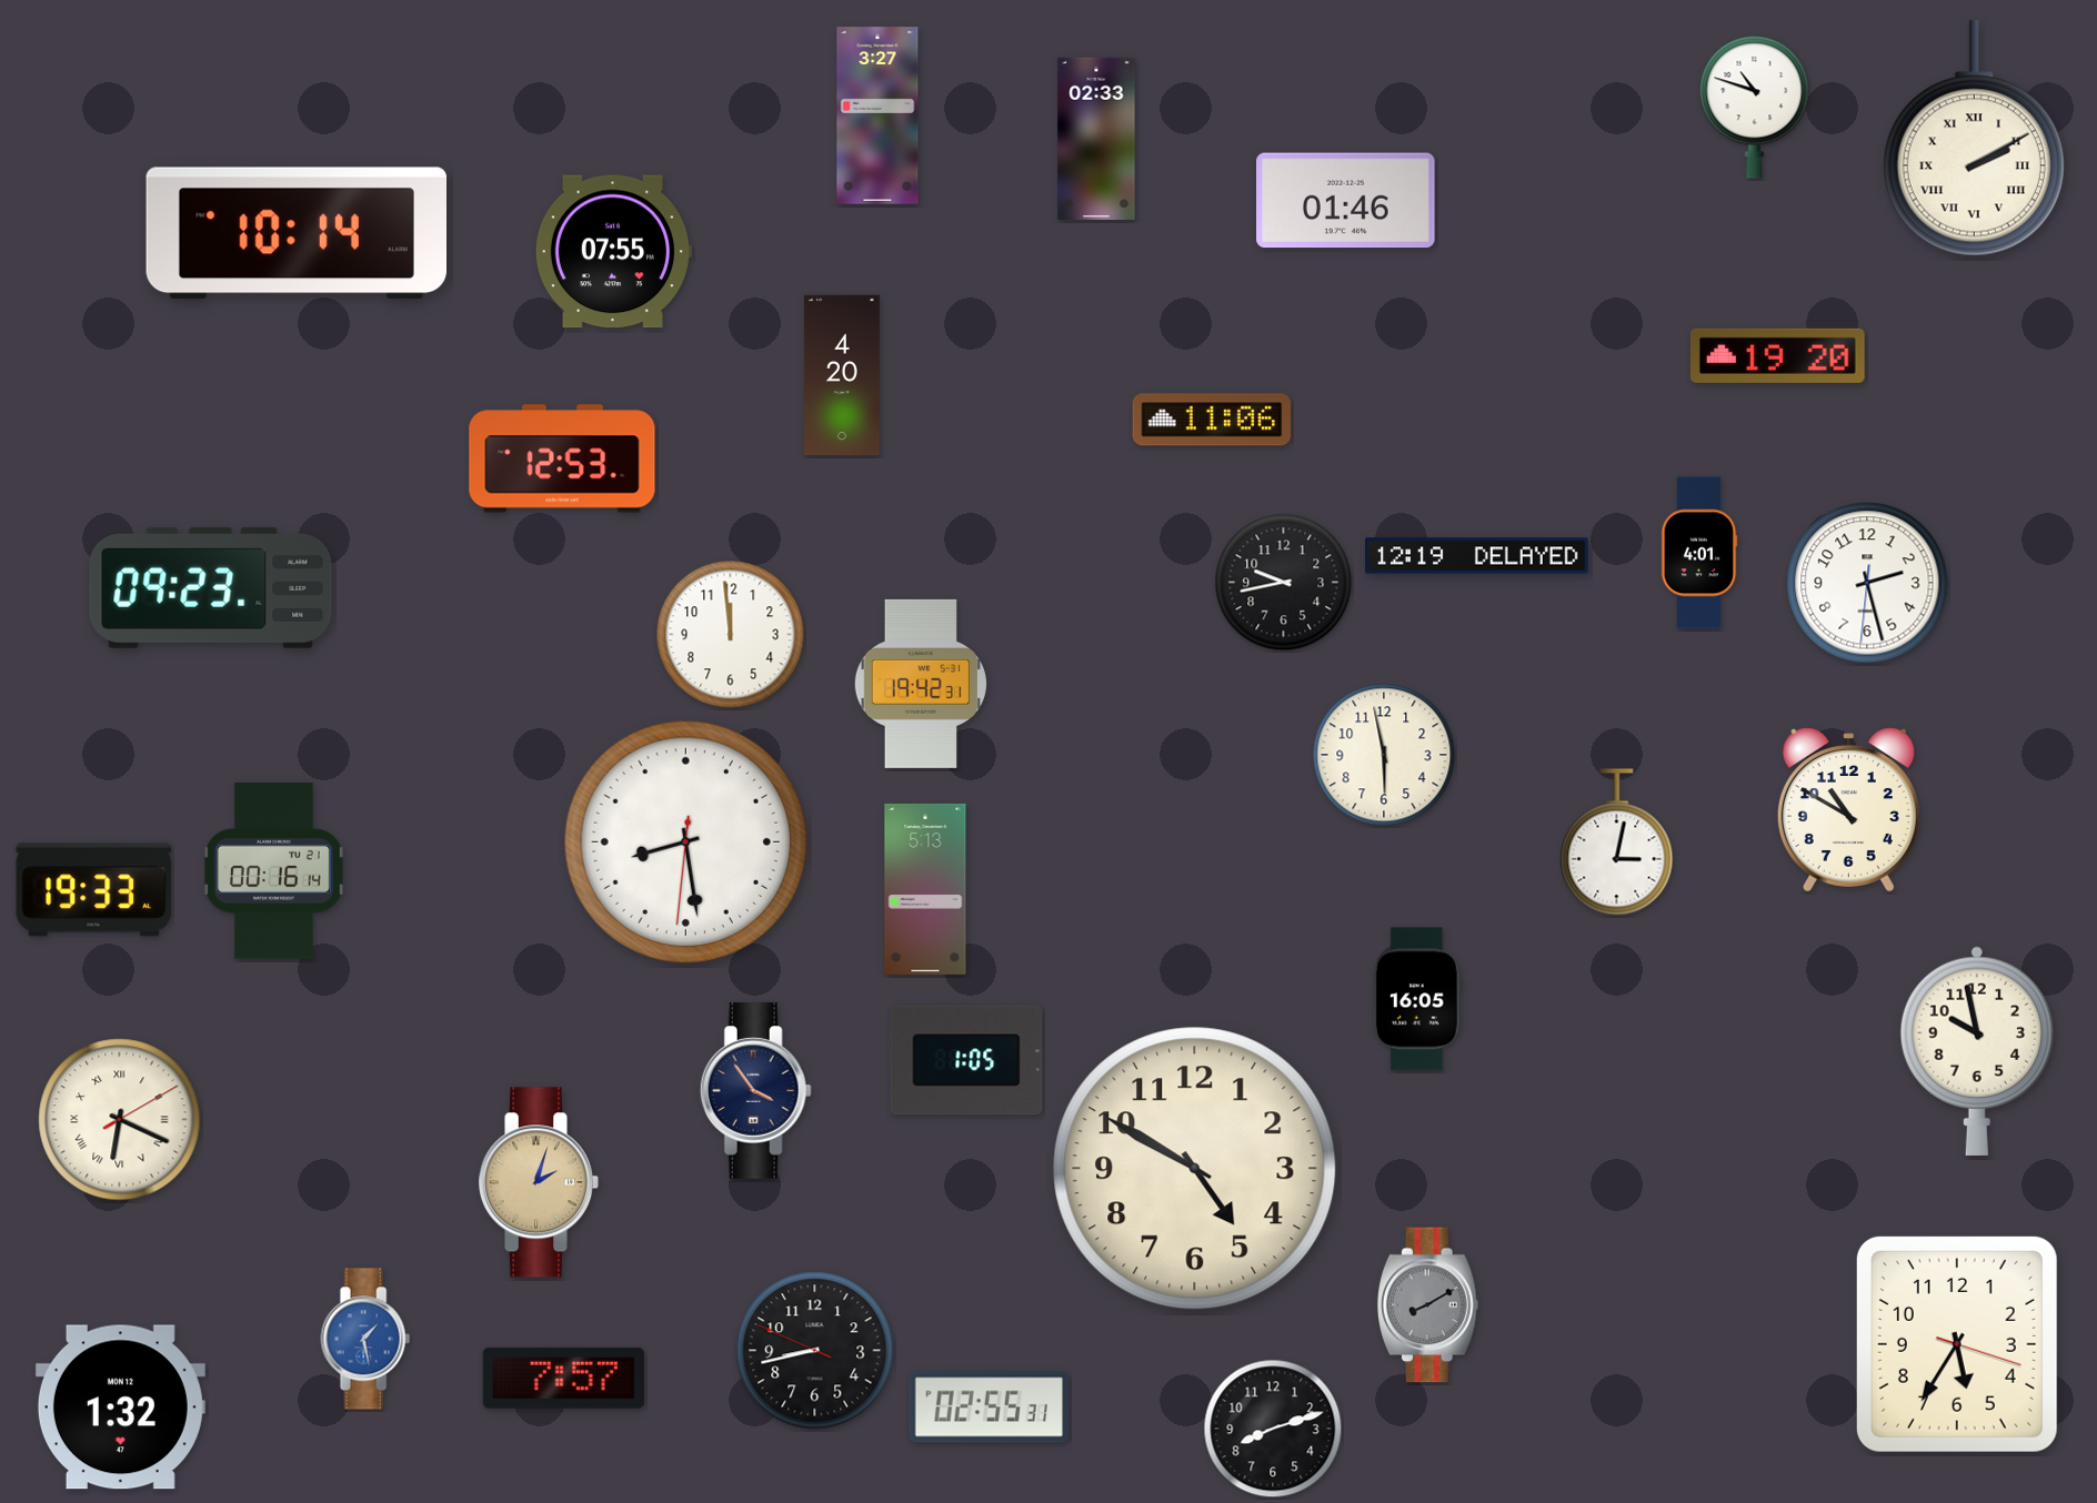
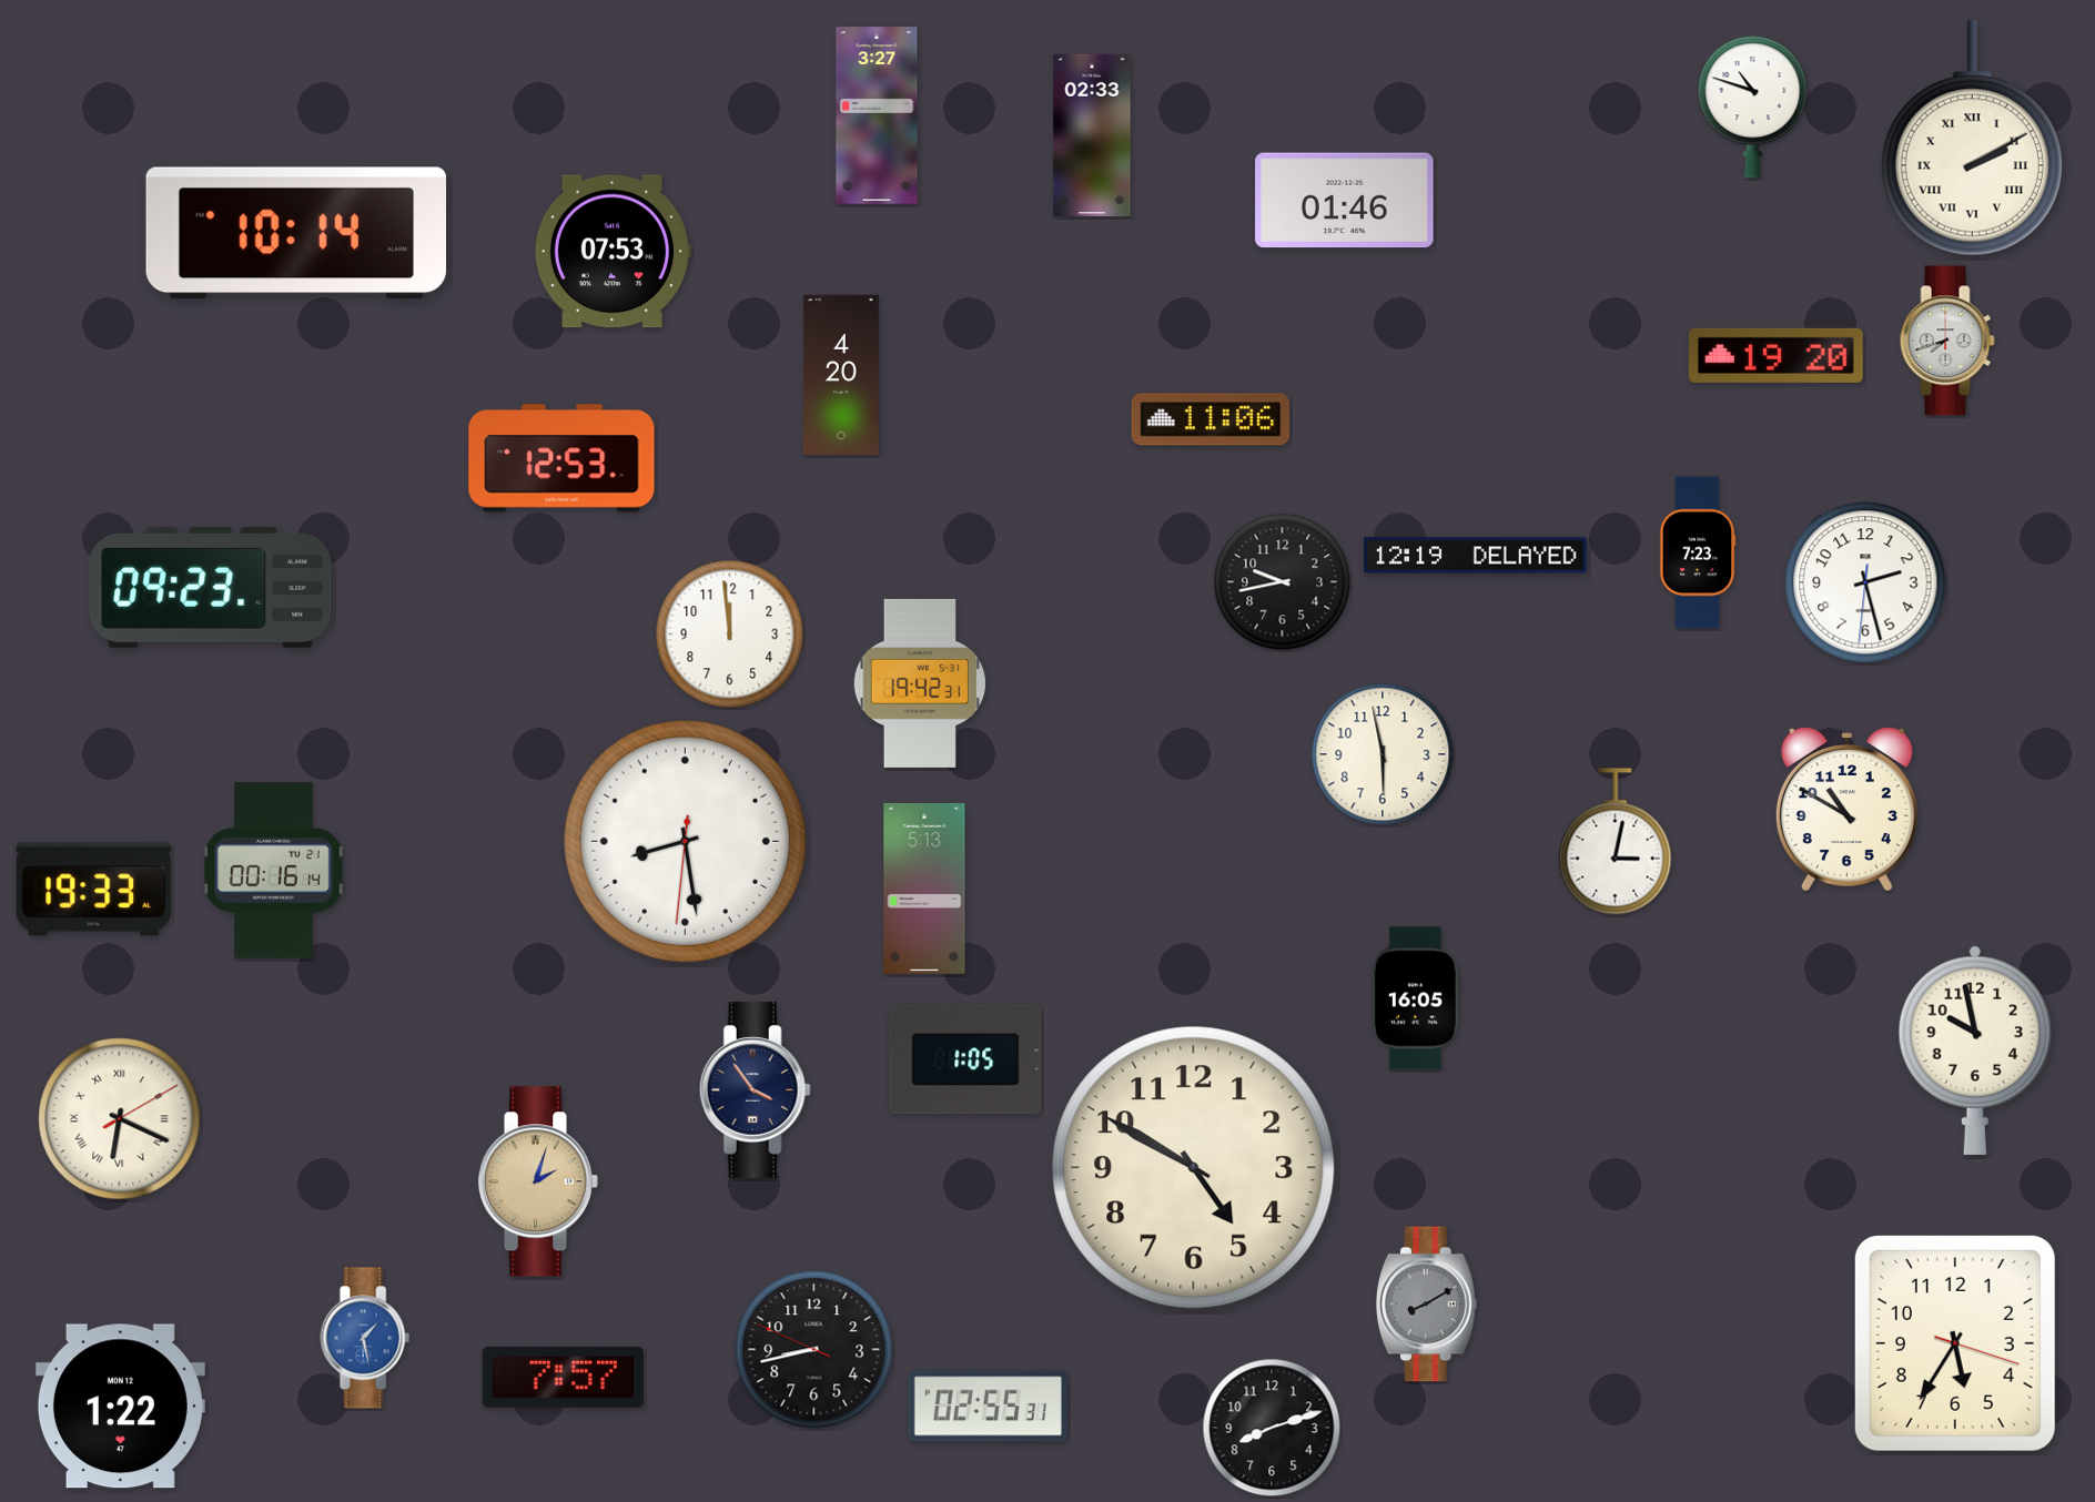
clock at (1096, 138) position: (1096, 138) -> (1092, 134)
clock at (613, 252): 07:55 -> 07:53
clock at (1947, 341): none -> 7:42
clock at (1699, 553): 4:01 -> 7:23
clock at (120, 1408): 1:32 -> 1:22
